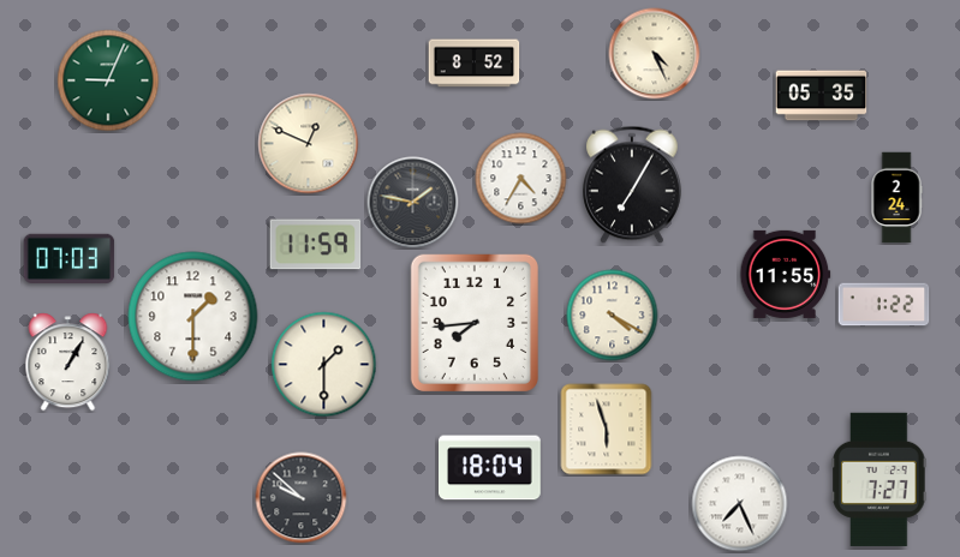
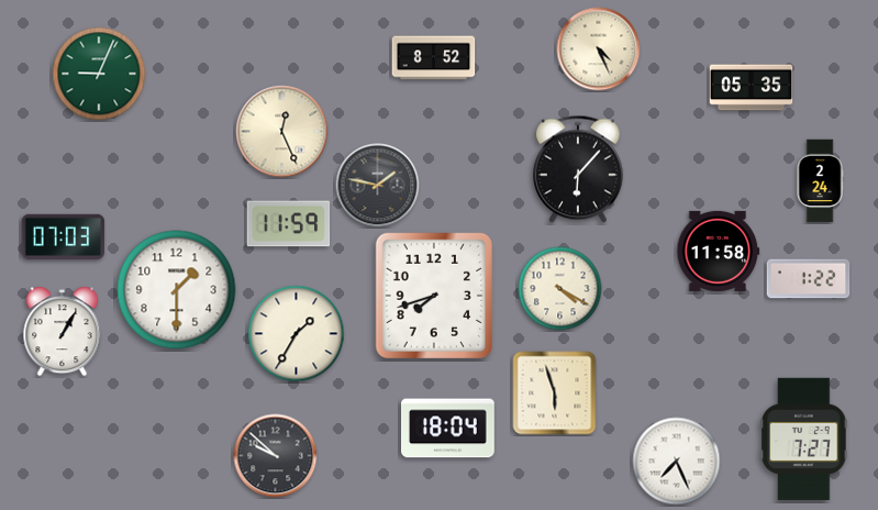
clock at (309, 144): 12:49 -> 12:26
clock at (521, 179): 4:35 -> none
clock at (632, 185): 7:05 -> 6:07
clock at (786, 274): 11:55 -> 11:58
clock at (475, 323): 7:44 -> 7:42
clock at (324, 365): 1:30 -> 1:35
